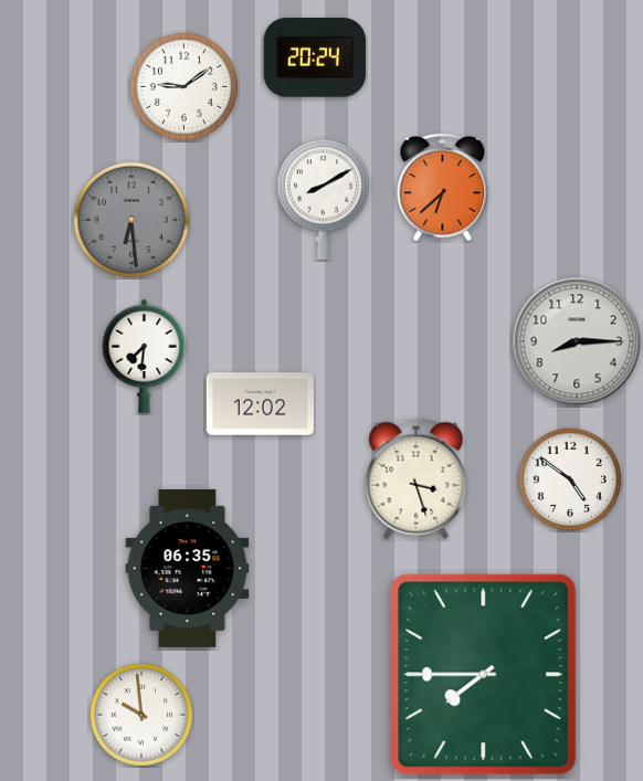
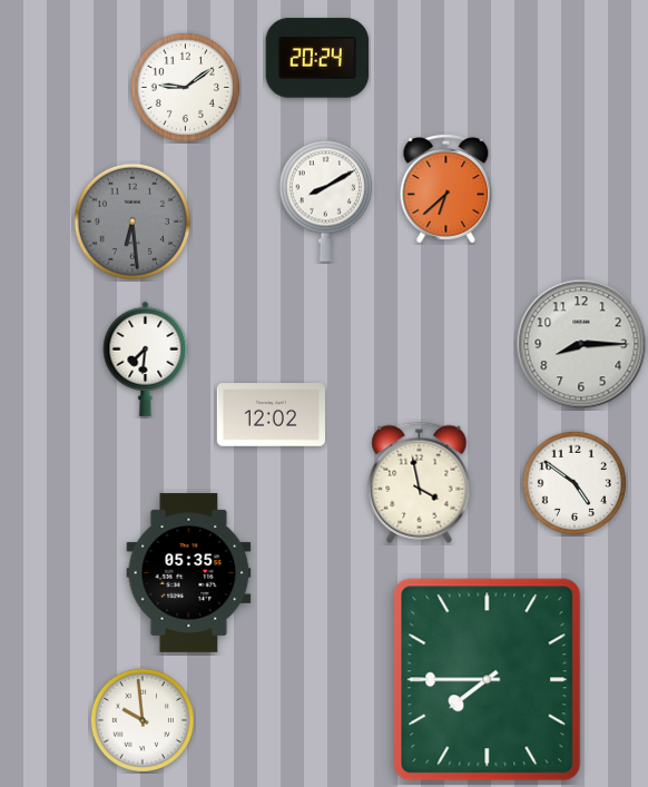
clock at (260, 404) position: (260, 404) -> (271, 415)
clock at (417, 478): 3:27 -> 3:58
clock at (188, 568): 06:35 -> 05:35
